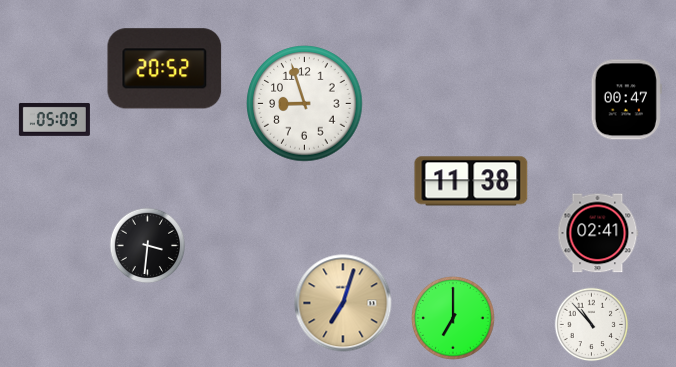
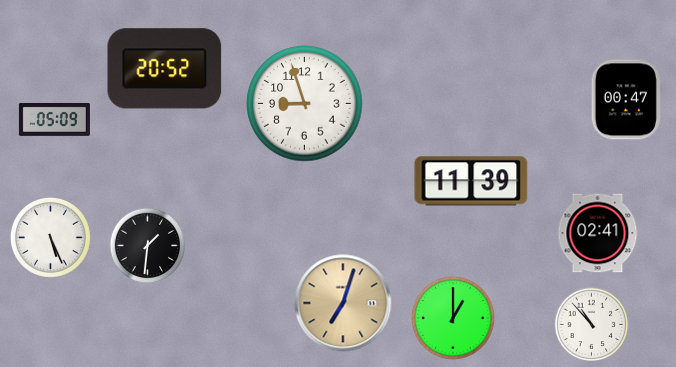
clock at (471, 181): 11:38 -> 11:39
clock at (50, 237): none -> 5:26
clock at (148, 246): 3:31 -> 1:31
clock at (453, 318): 7:00 -> 1:00
